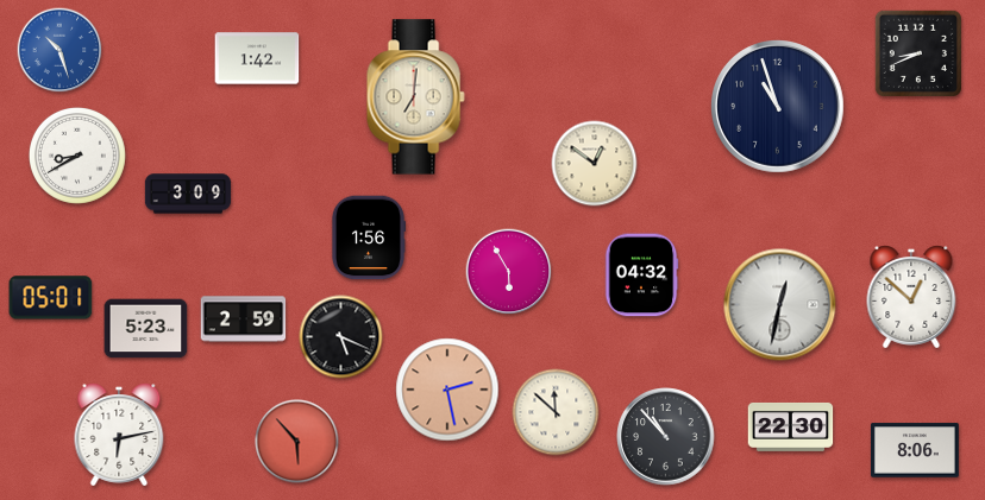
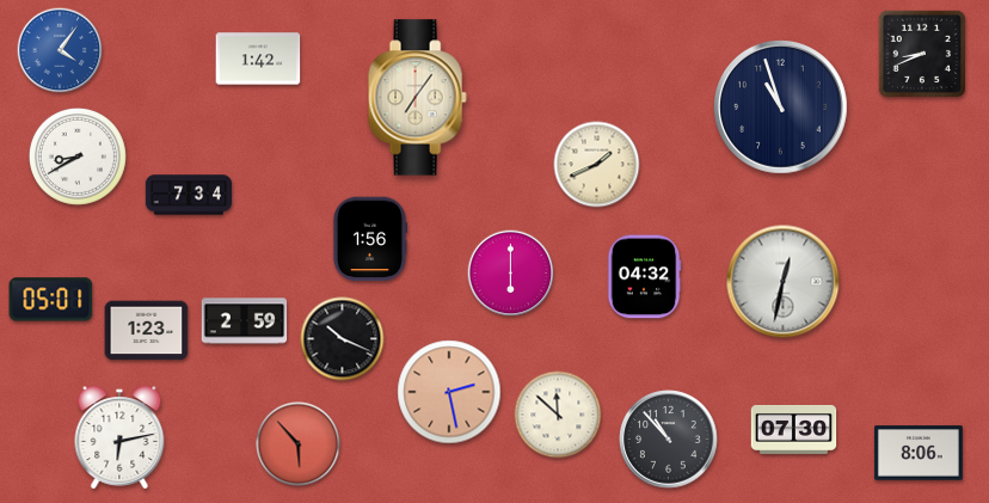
clock at (59, 50): 10:27 -> 4:06
clock at (415, 97): 7:01 -> 7:06
clock at (595, 164): 12:51 -> 1:41
clock at (188, 194): 3:09 -> 7:34
clock at (509, 272): 5:55 -> 6:00
clock at (911, 297): 12:52 -> none
clock at (780, 305) position: (780, 305) -> (784, 282)
clock at (146, 329): 5:23 -> 1:23
clock at (341, 337): 5:19 -> 10:19
clock at (791, 426): 22:30 -> 07:30
